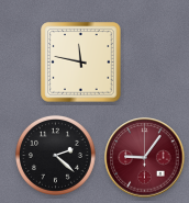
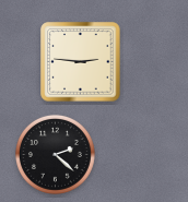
clock at (81, 63): 11:47 -> 2:46
clock at (145, 158): 9:06 -> none
